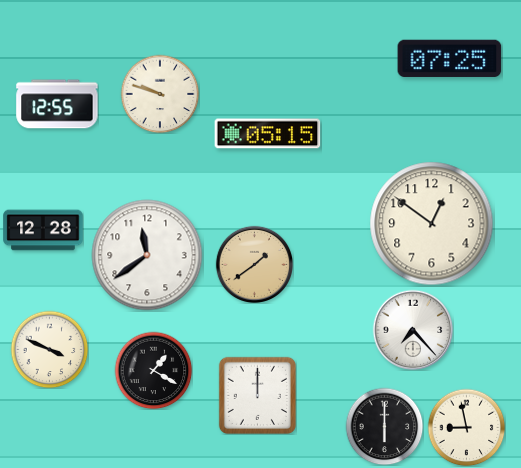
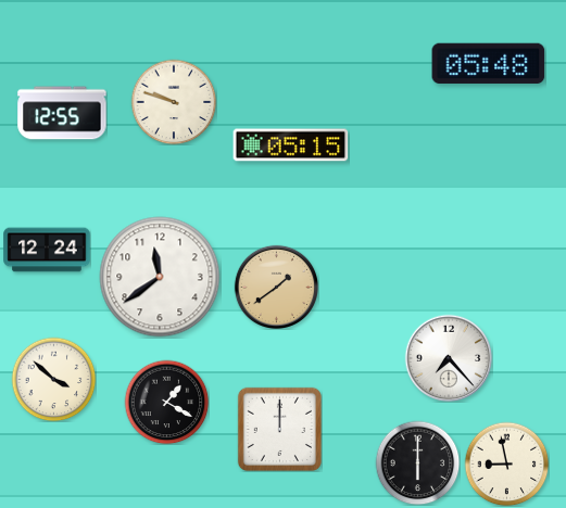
clock at (450, 58): 07:25 -> 05:48
clock at (432, 224): 12:51 -> none
clock at (43, 230): 12:28 -> 12:24
clock at (49, 349): 3:49 -> 3:52
